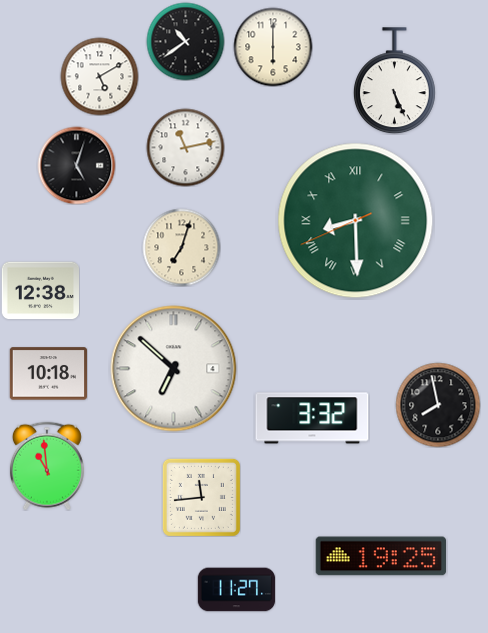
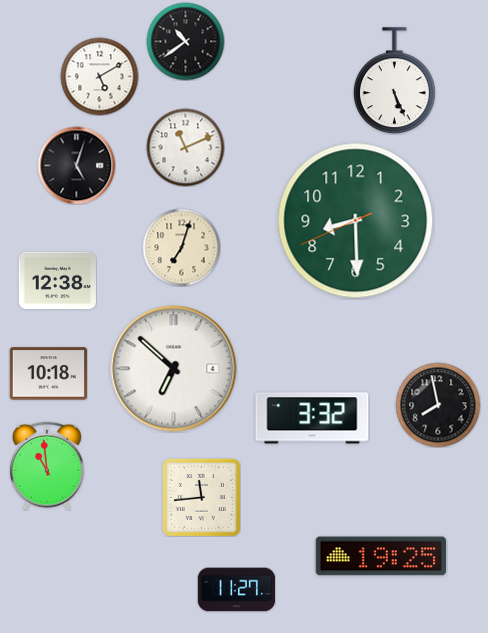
clock at (273, 47): 6:00 -> none
clock at (185, 147): 11:13 -> 11:11
clock at (356, 221) numerals: Roman -> Arabic
clock at (40, 291) position: (40, 291) -> (57, 281)
